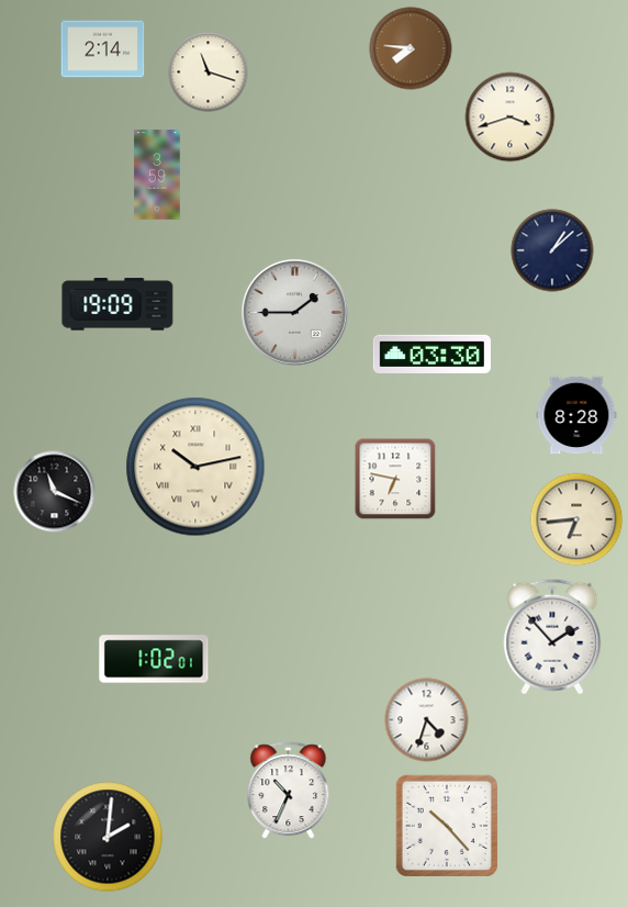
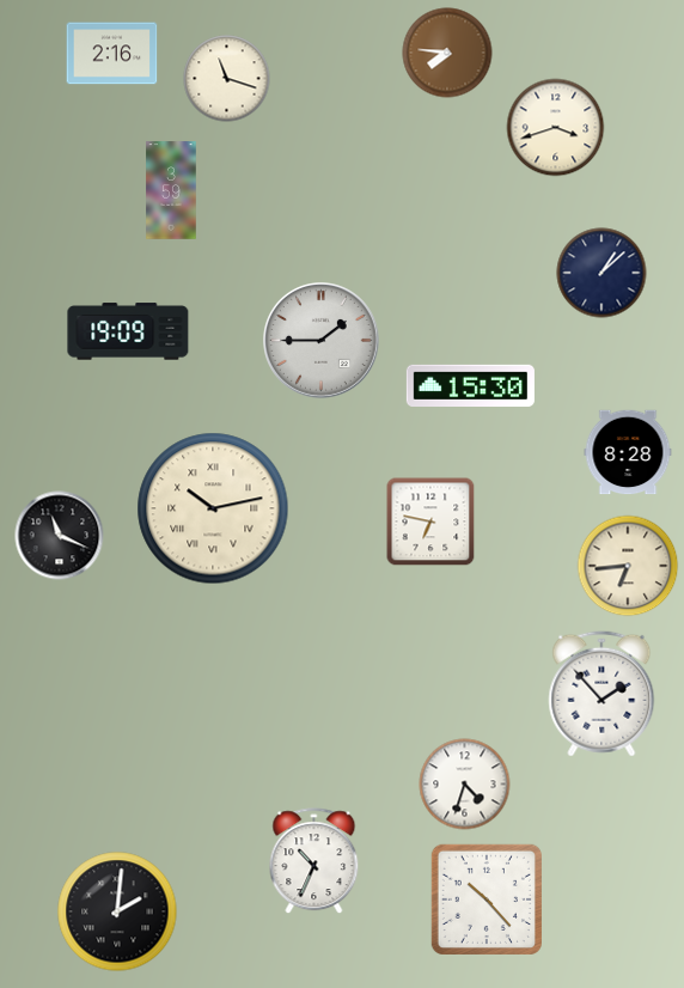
clock at (103, 49): 2:14 -> 2:16
clock at (431, 354): 03:30 -> 15:30
clock at (154, 659): 1:02 -> none
